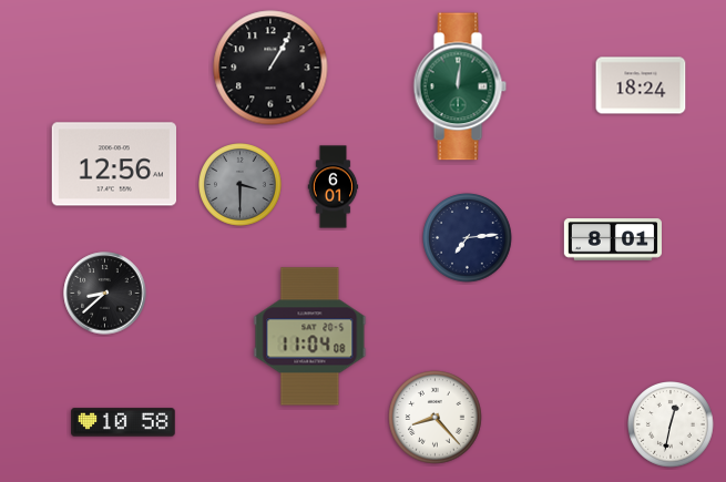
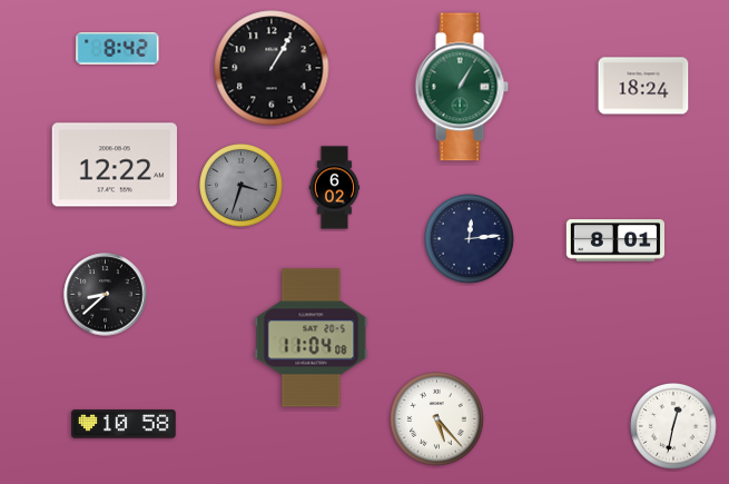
clock at (118, 49): none -> 8:42
clock at (460, 86): 12:01 -> 1:05
clock at (113, 164): 12:56 -> 12:22
clock at (241, 185): 3:30 -> 3:33
clock at (334, 187): 6:01 -> 6:02
clock at (468, 238): 7:14 -> 12:14
clock at (436, 418): 8:23 -> 5:23
